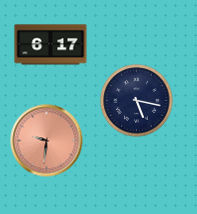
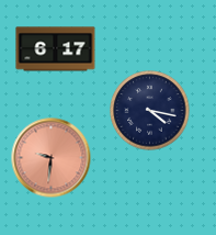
clock at (137, 101): 5:17 -> 4:17
clock at (47, 141) position: (47, 141) -> (52, 158)
